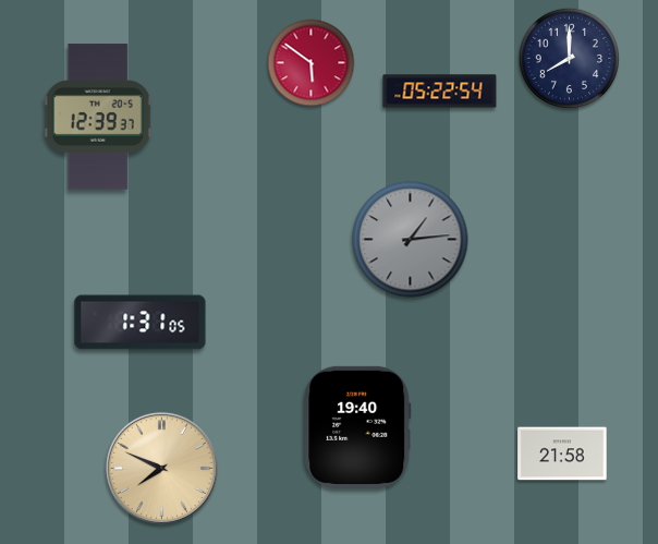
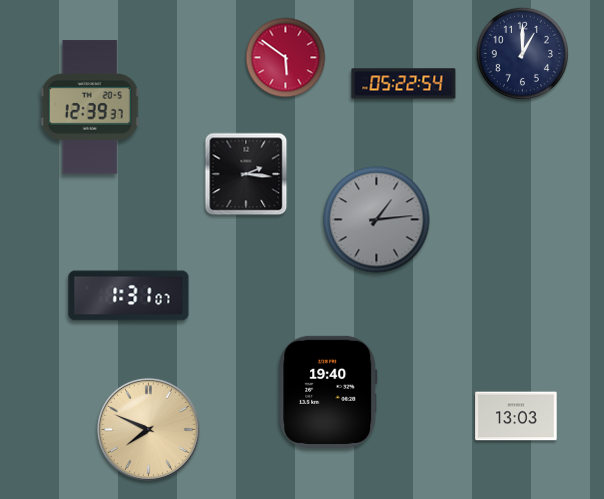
clock at (569, 58): 8:00 -> 1:00
clock at (246, 174): none -> 2:16
clock at (141, 323): 1:31:05 -> 1:31:07
clock at (562, 454): 21:58 -> 13:03
